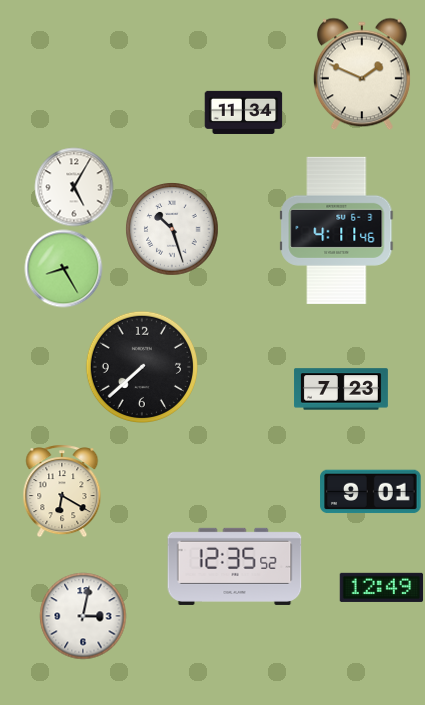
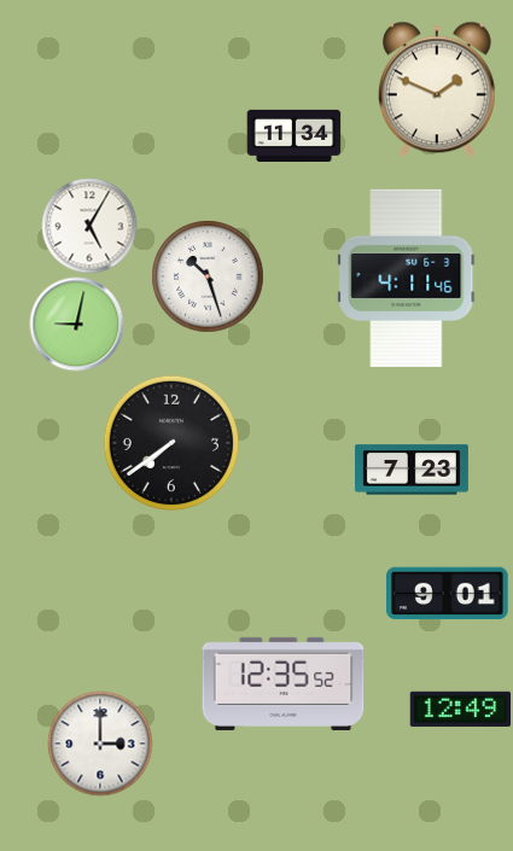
clock at (63, 268): 8:25 -> 9:02
clock at (141, 366): 7:38 -> 7:39
clock at (62, 491): 6:20 -> none
clock at (83, 616): 3:02 -> 3:00
